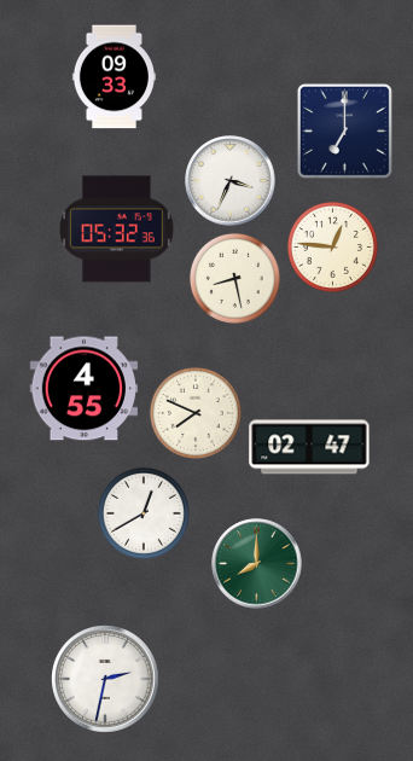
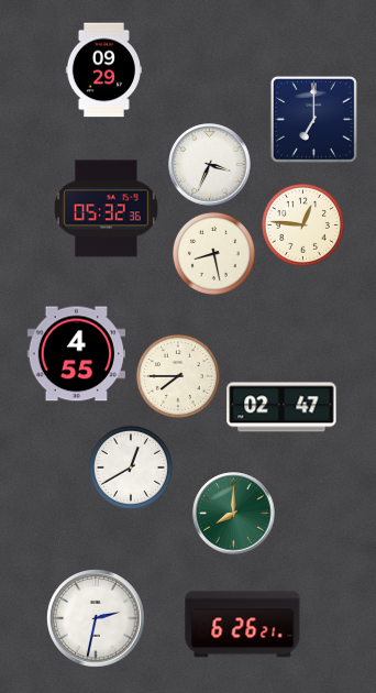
clock at (114, 77): 09:33 -> 09:29
clock at (196, 413): 7:49 -> 7:45
clock at (243, 625): none -> 6:26
